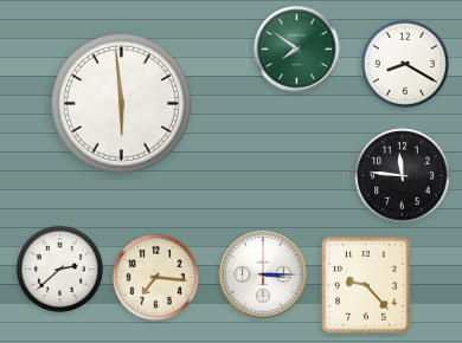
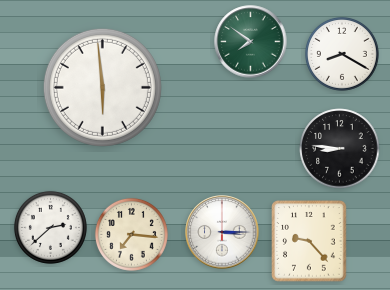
clock at (403, 176): 11:46 -> 8:46
